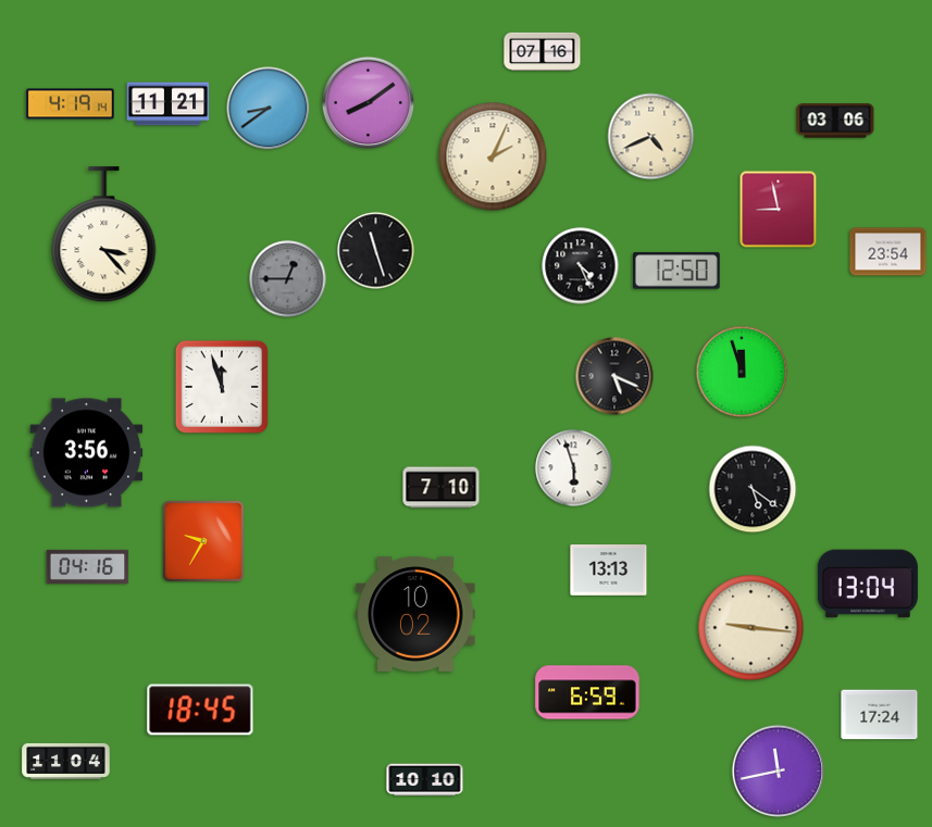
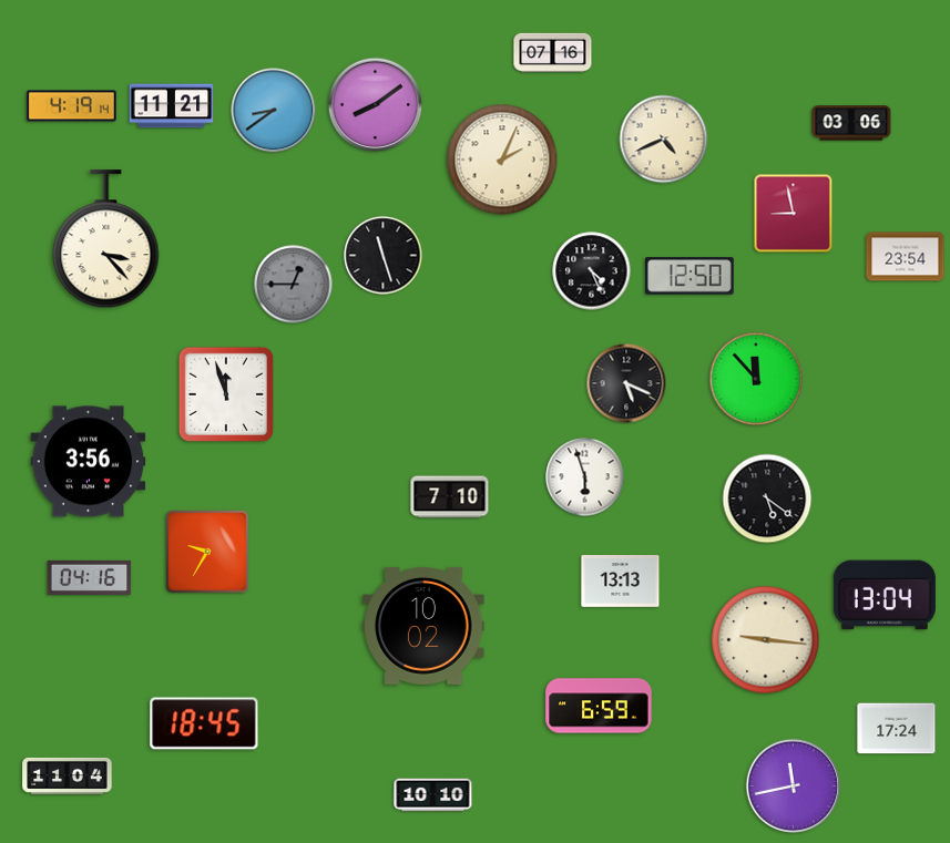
clock at (742, 372): 11:57 -> 11:53
